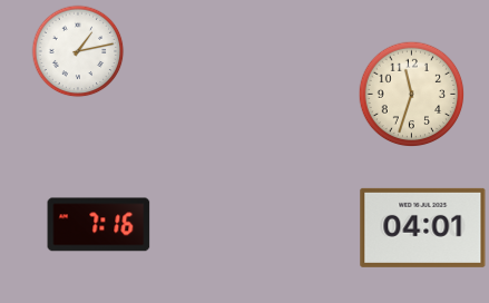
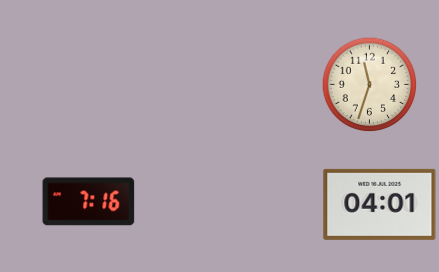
clock at (78, 51): 1:13 -> none
